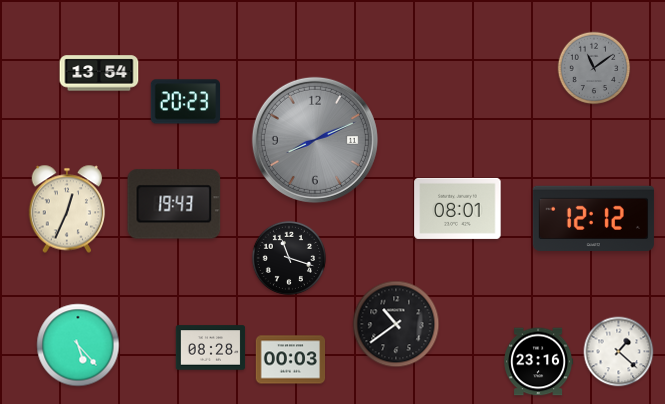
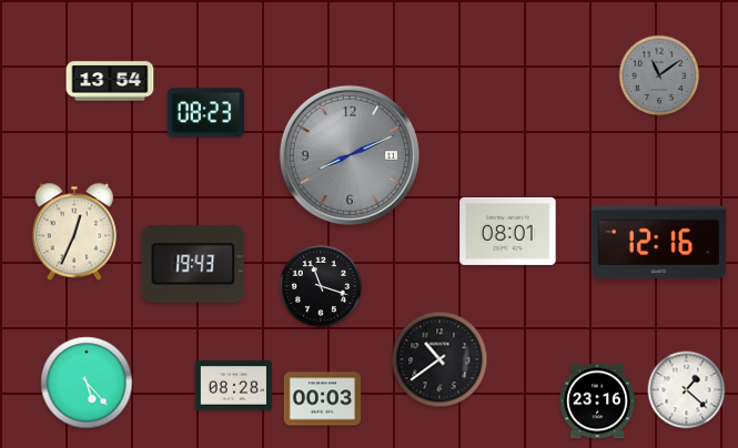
clock at (185, 102): 20:23 -> 08:23
clock at (174, 204) position: (174, 204) -> (193, 264)
clock at (593, 218): 12:12 -> 12:16
